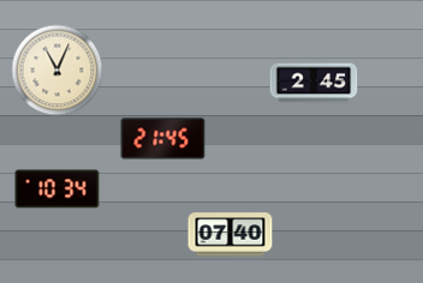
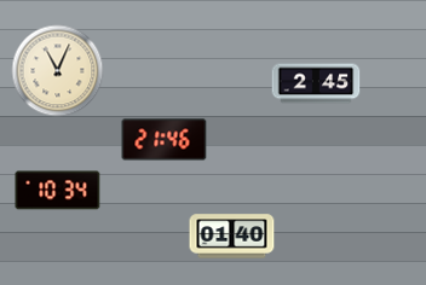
clock at (163, 139): 21:45 -> 21:46
clock at (231, 235): 07:40 -> 01:40
